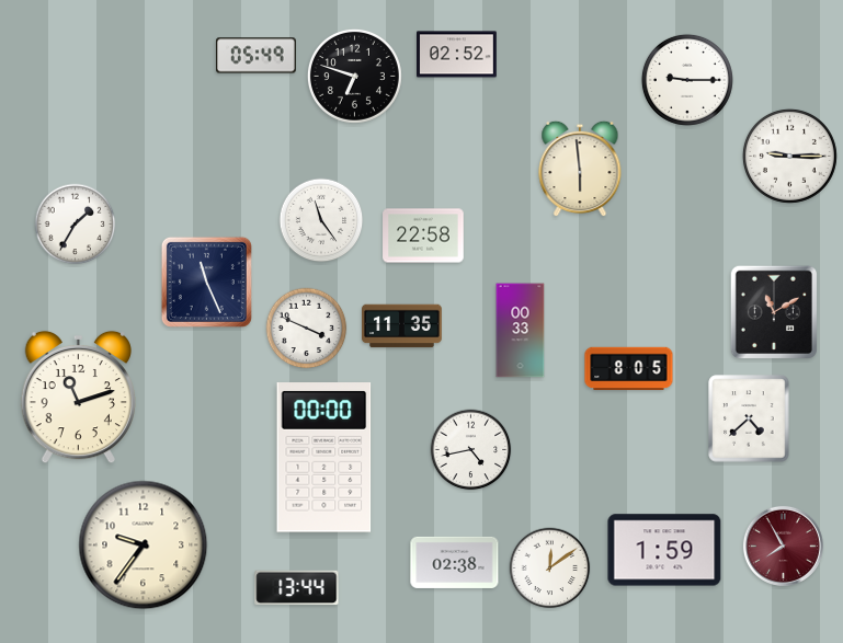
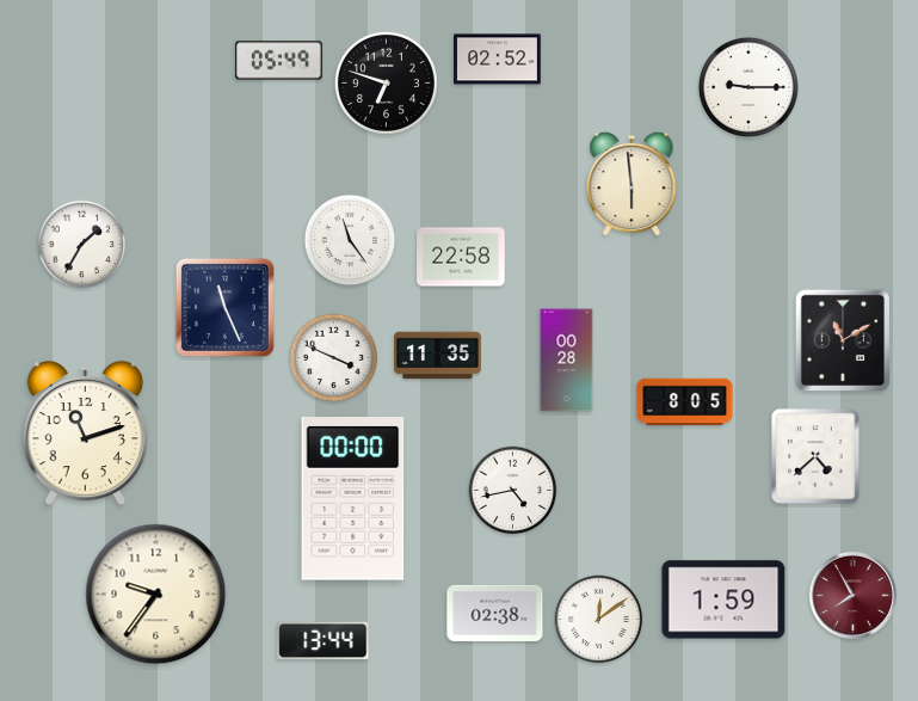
clock at (789, 156): 9:15 -> none
clock at (521, 331): 00:33 -> 00:28
